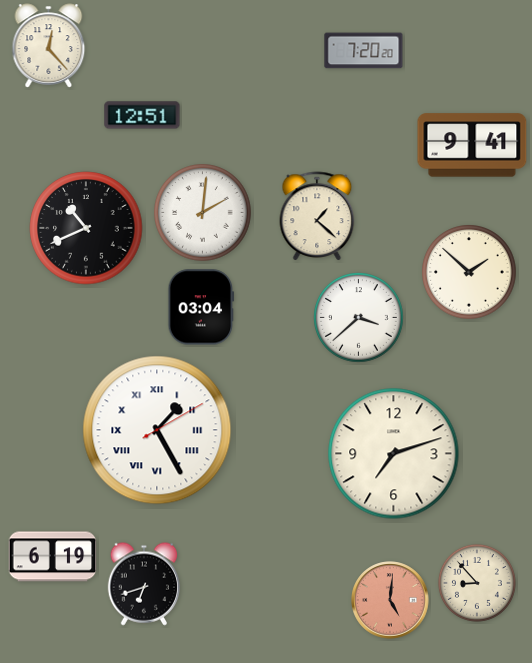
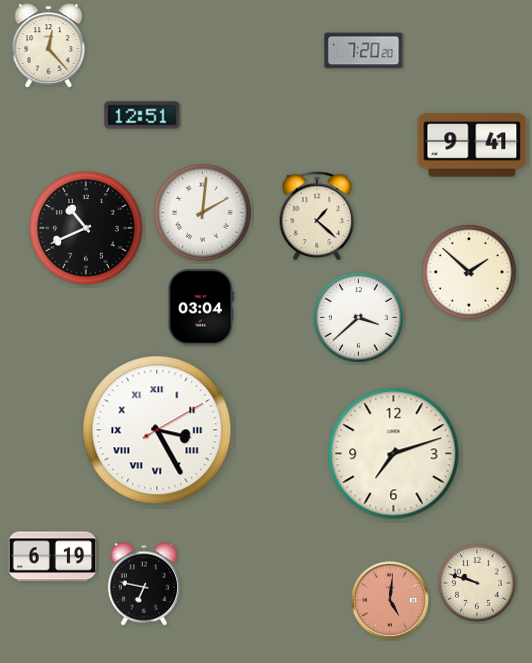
clock at (157, 430): 1:25 -> 3:25
clock at (477, 583): 8:53 -> 9:48
clock at (144, 584): 6:42 -> 6:47
